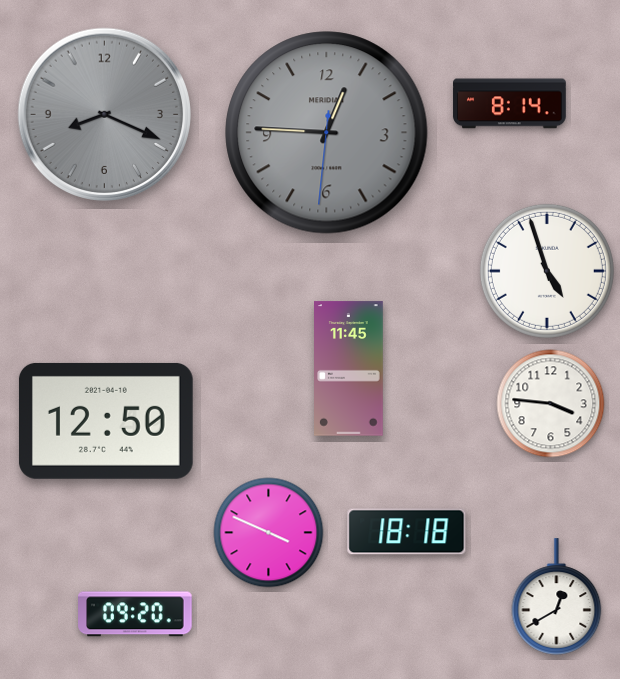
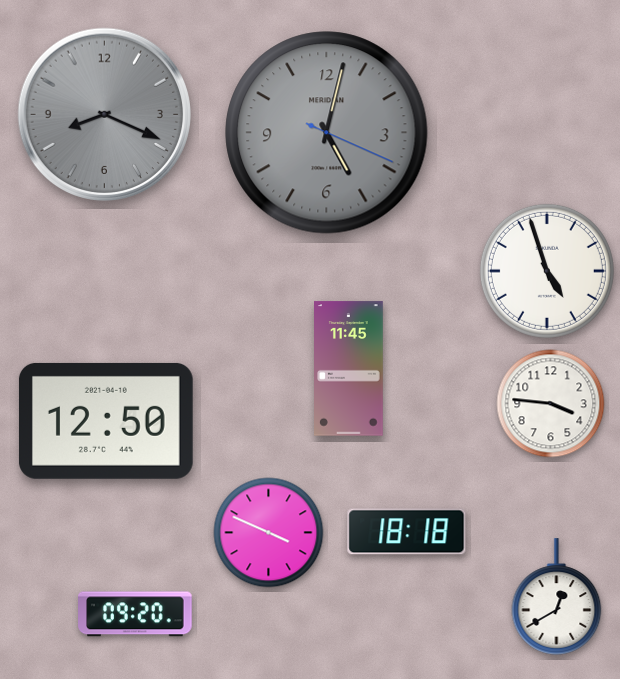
clock at (510, 104): 8:14 -> none
clock at (327, 133): 12:45 -> 5:02
